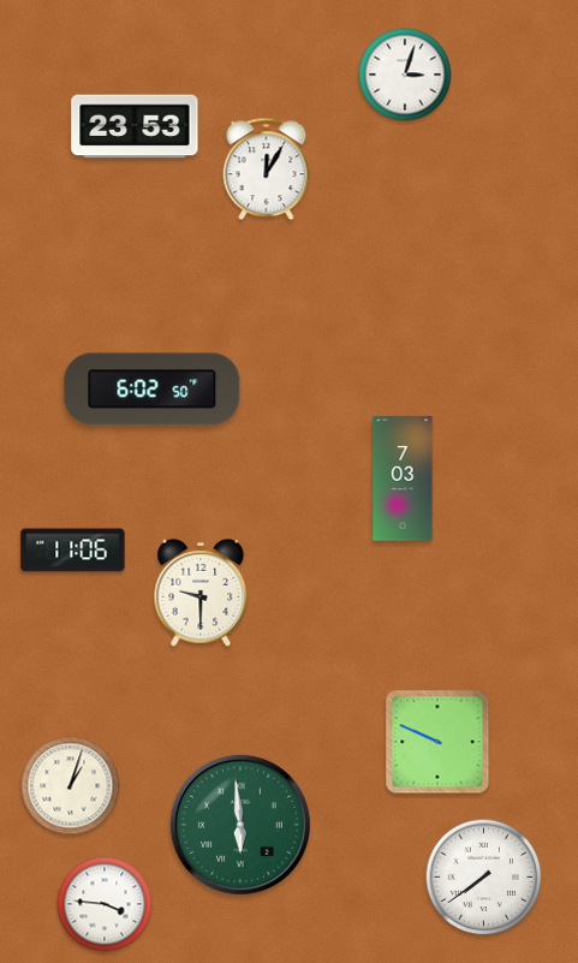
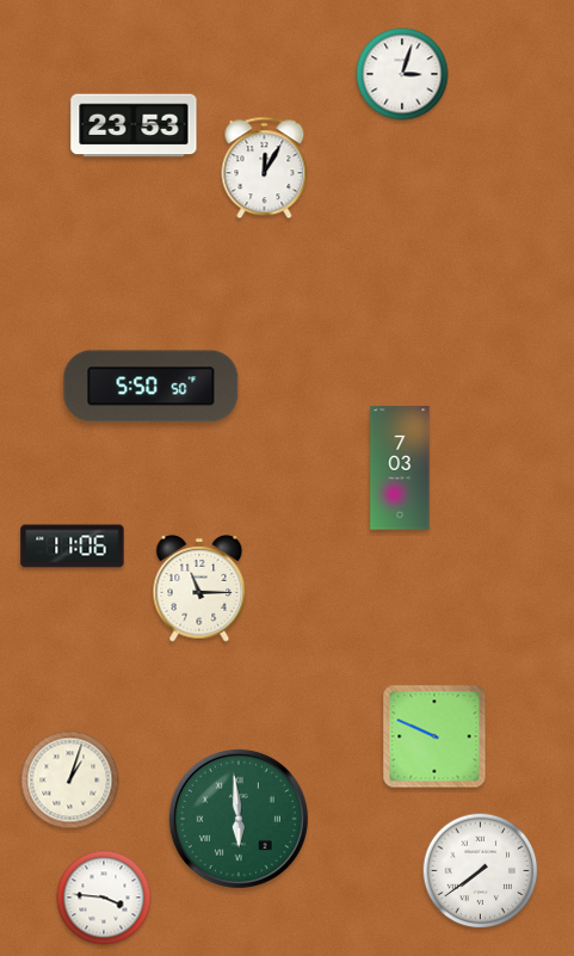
clock at (153, 390): 6:02 -> 5:50
clock at (403, 478) position: (403, 478) -> (400, 468)
clock at (201, 593): 9:30 -> 11:15
